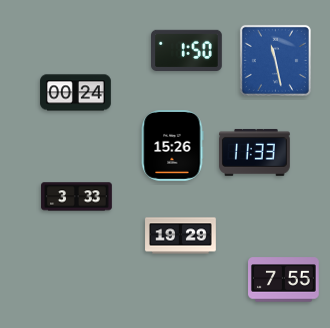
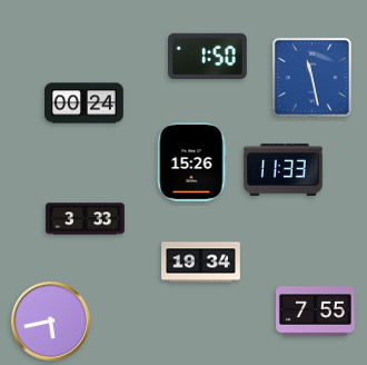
clock at (275, 60) position: (275, 60) -> (311, 77)
clock at (181, 236): 19:29 -> 19:34
clock at (51, 322): none -> 5:43
